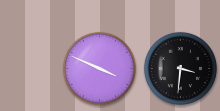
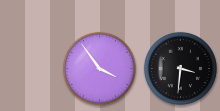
clock at (99, 68): 3:49 -> 3:54
